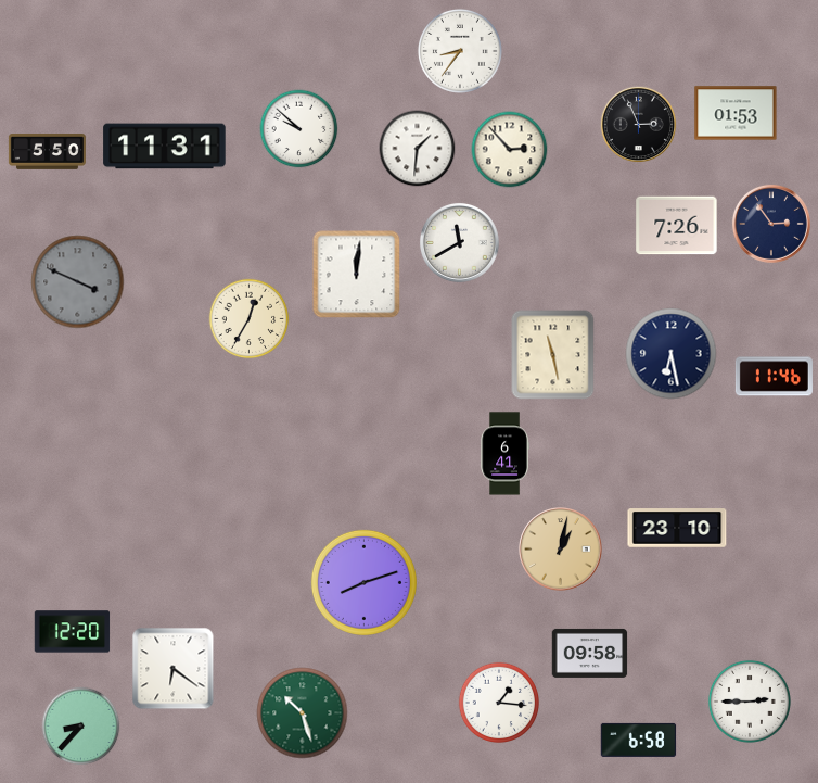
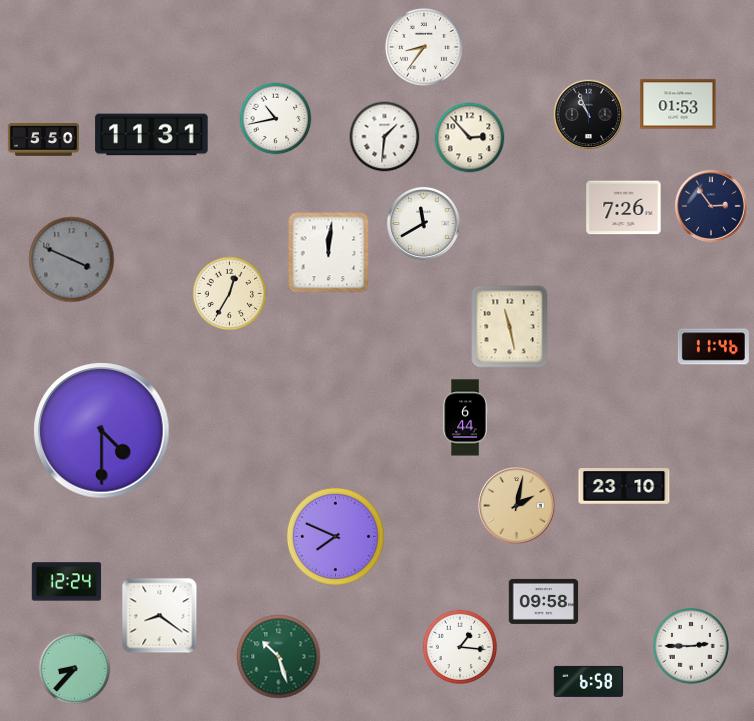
clock at (638, 124): 2:56 -> 10:56
clock at (299, 129): 9:52 -> 10:43
clock at (672, 354): 6:28 -> none
clock at (504, 454): 6:41 -> 6:44
clock at (102, 431): none -> 4:30
clock at (561, 550): 1:02 -> 2:02
clock at (363, 582): 8:12 -> 7:49
clock at (73, 632): 12:20 -> 12:24
clock at (174, 669): 6:21 -> 8:21
